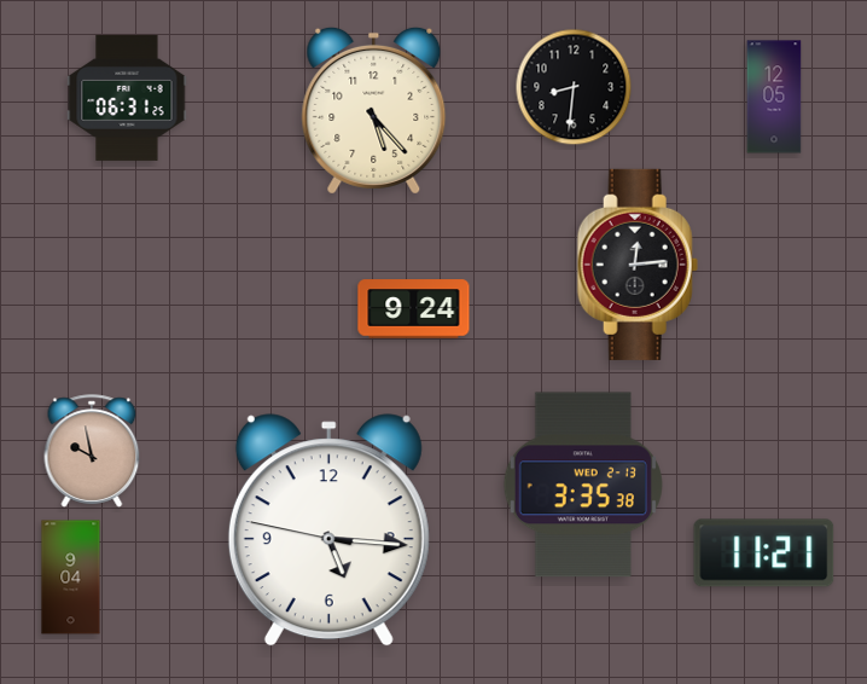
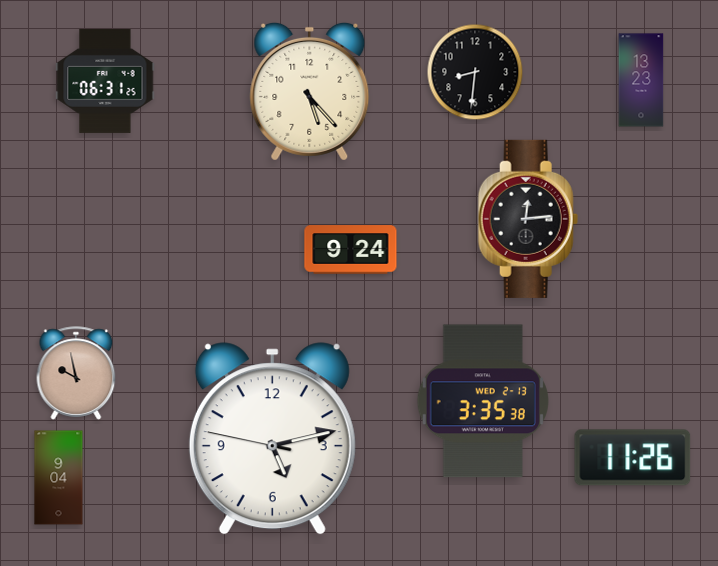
clock at (774, 97): 12:05 -> 13:23
clock at (414, 309) position: (414, 309) -> (351, 250)
clock at (328, 531): 5:15 -> 5:12
clock at (764, 553): 11:21 -> 11:26
